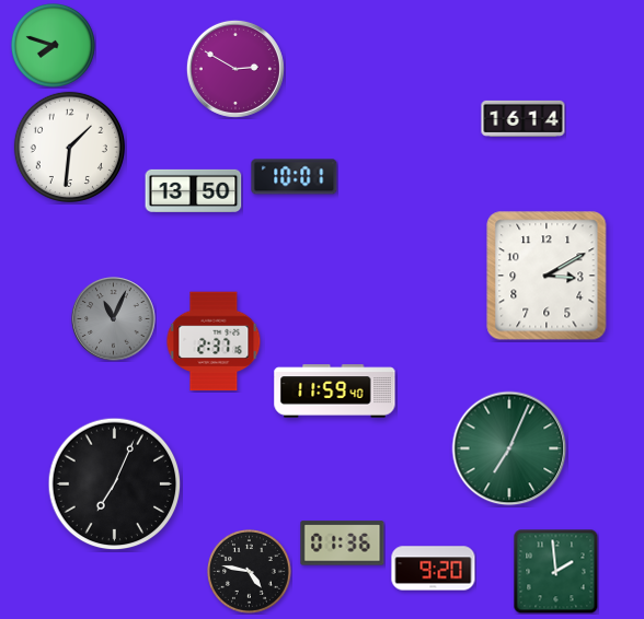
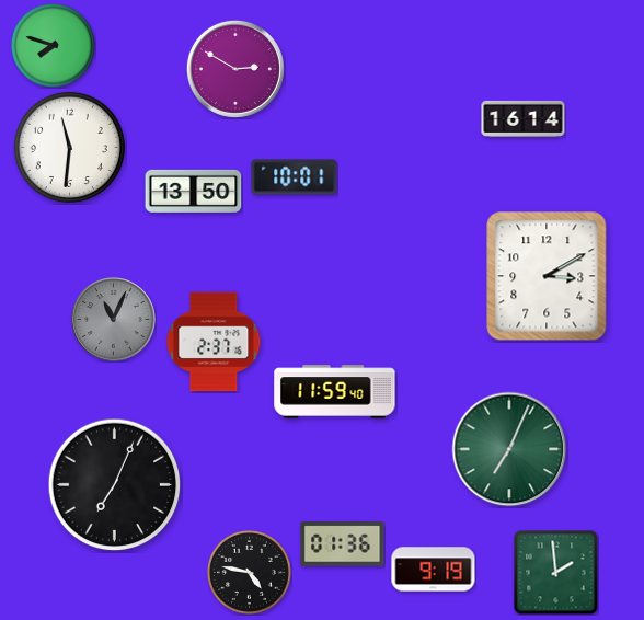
clock at (69, 147): 1:31 -> 11:31
clock at (434, 569): 9:20 -> 9:19
